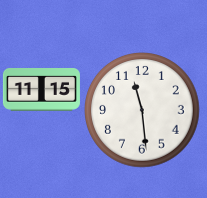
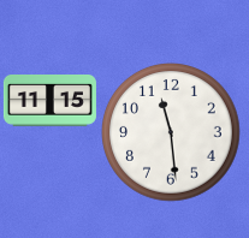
clock at (41, 90) position: (41, 90) -> (49, 101)
